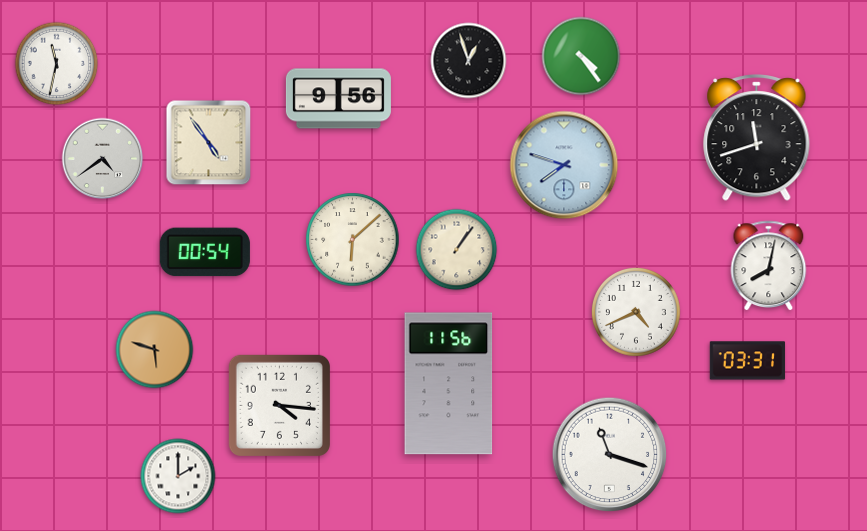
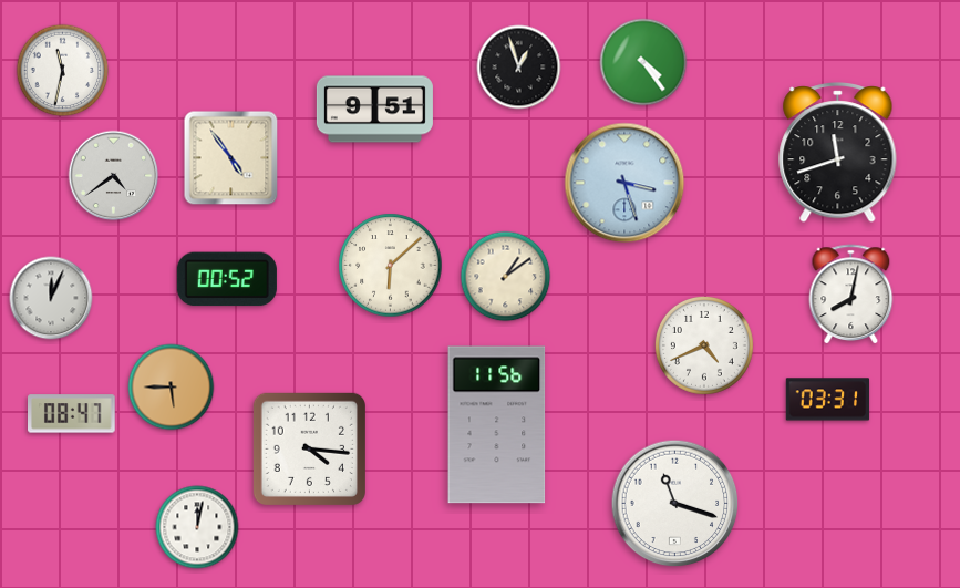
clock at (338, 99): 9:56 -> 9:51
clock at (564, 165): 7:48 -> 3:27
clock at (457, 250): 1:06 -> 1:09
clock at (205, 252): 00:54 -> 00:52
clock at (51, 298): none -> 12:04
clock at (155, 350): 5:48 -> 5:45
clock at (72, 414): none -> 08:47
clock at (178, 476): 2:00 -> 12:02
